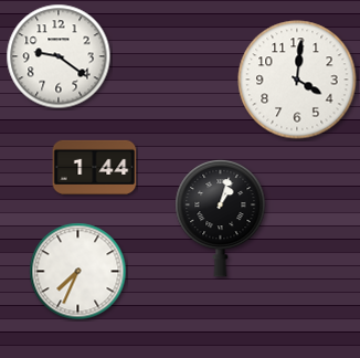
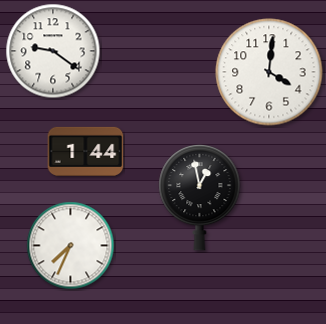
clock at (221, 218): 1:03 -> 12:58
